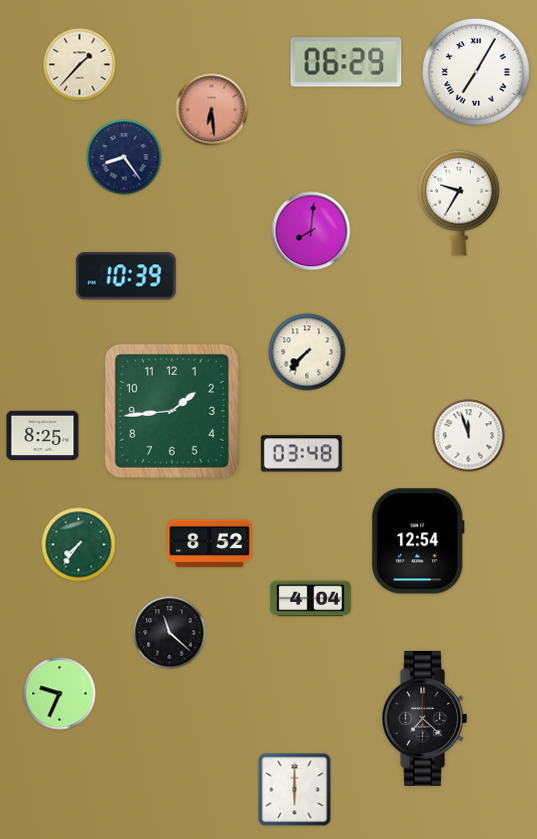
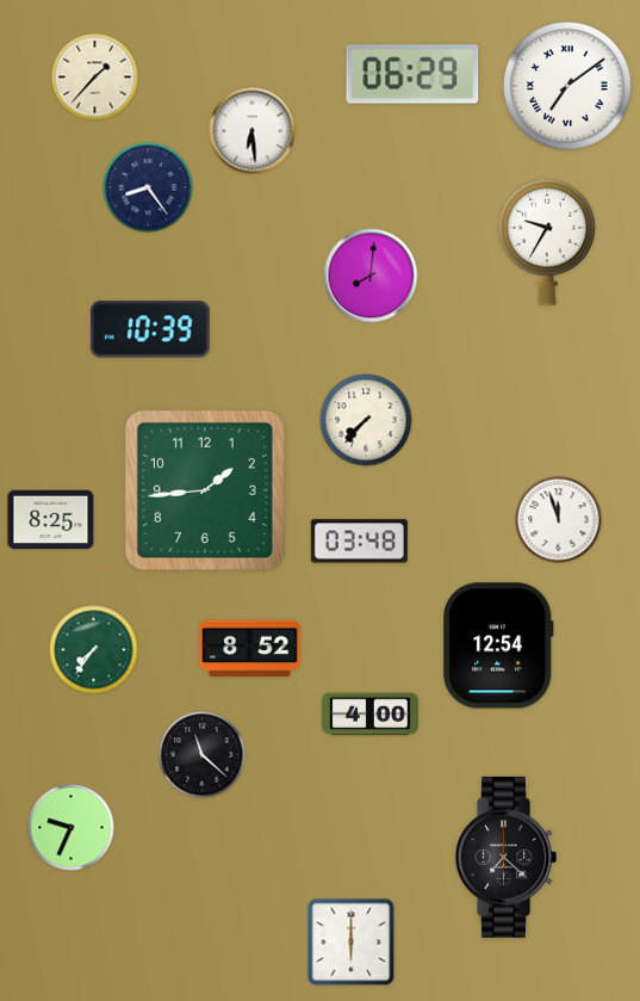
clock at (476, 72): 7:05 -> 7:09
clock at (212, 110) dial: salmon -> white
clock at (310, 599): 4:04 -> 4:00
